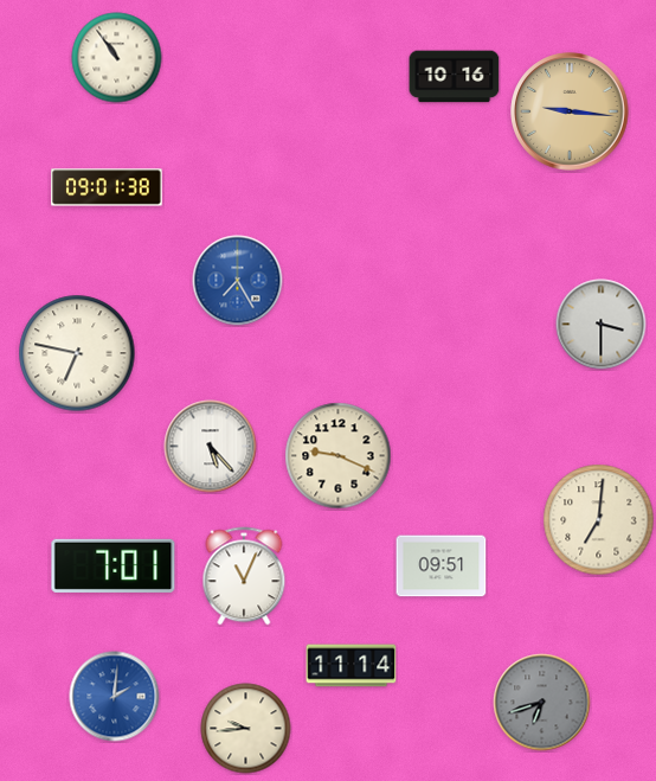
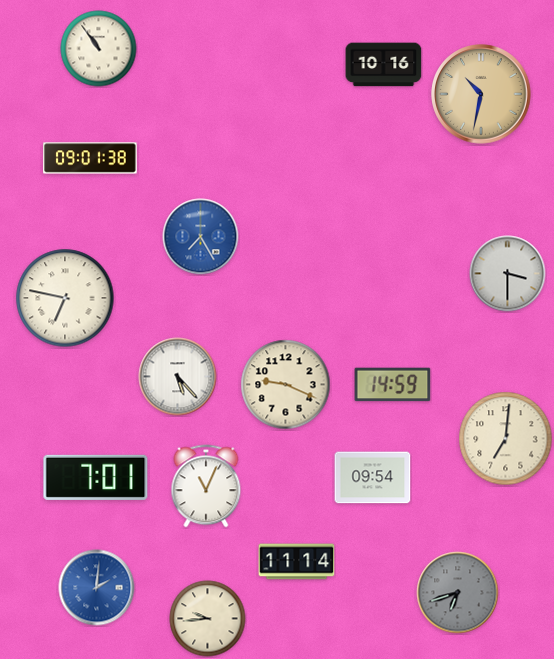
clock at (570, 111): 9:16 -> 10:32
clock at (393, 385): none -> 14:59
clock at (442, 566): 09:51 -> 09:54
clock at (246, 729) position: (246, 729) -> (208, 619)
